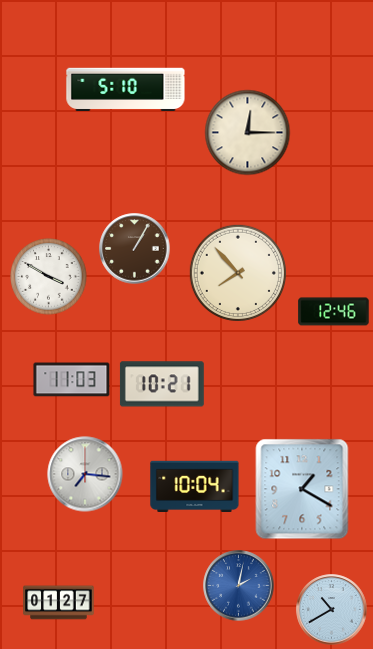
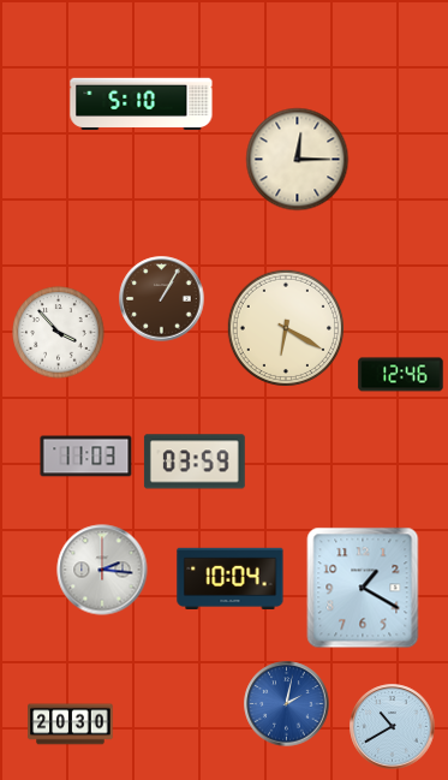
clock at (126, 90) position: (126, 90) -> (142, 105)
clock at (237, 272): 7:53 -> 6:20
clock at (49, 277): 3:50 -> 3:53
clock at (162, 384): 10:21 -> 03:59
clock at (85, 474): 7:16 -> 2:16
clock at (195, 486) position: (195, 486) -> (231, 578)
clock at (59, 603): 01:27 -> 20:30
clock at (332, 610) position: (332, 610) -> (393, 727)
